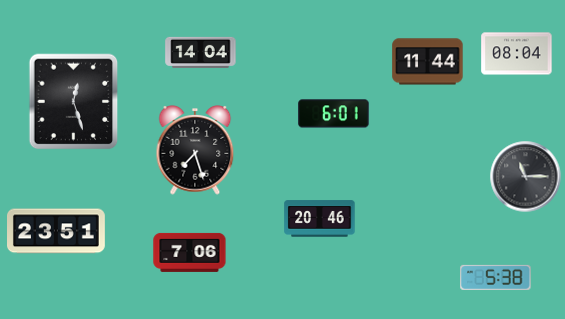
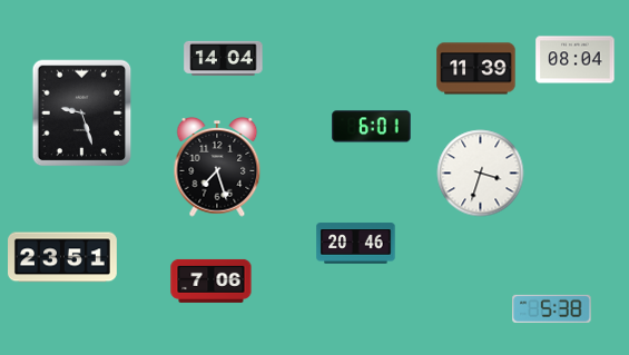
clock at (428, 62): 11:44 -> 11:39
clock at (74, 102): 12:27 -> 9:27
clock at (481, 174): none -> 3:33
clock at (526, 177): 11:15 -> none
